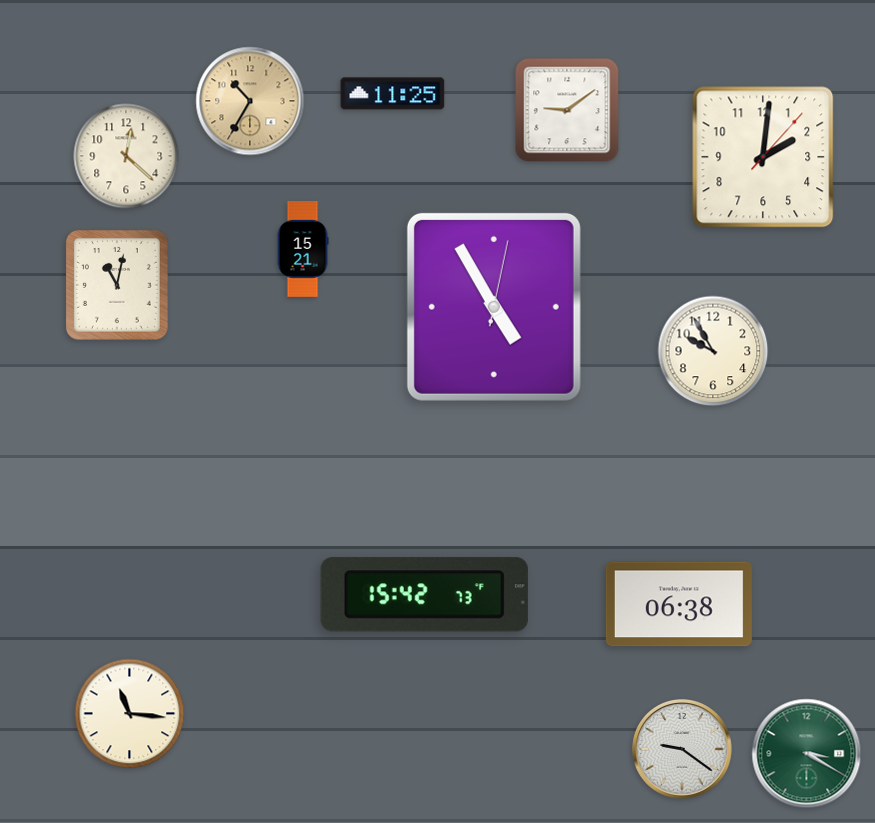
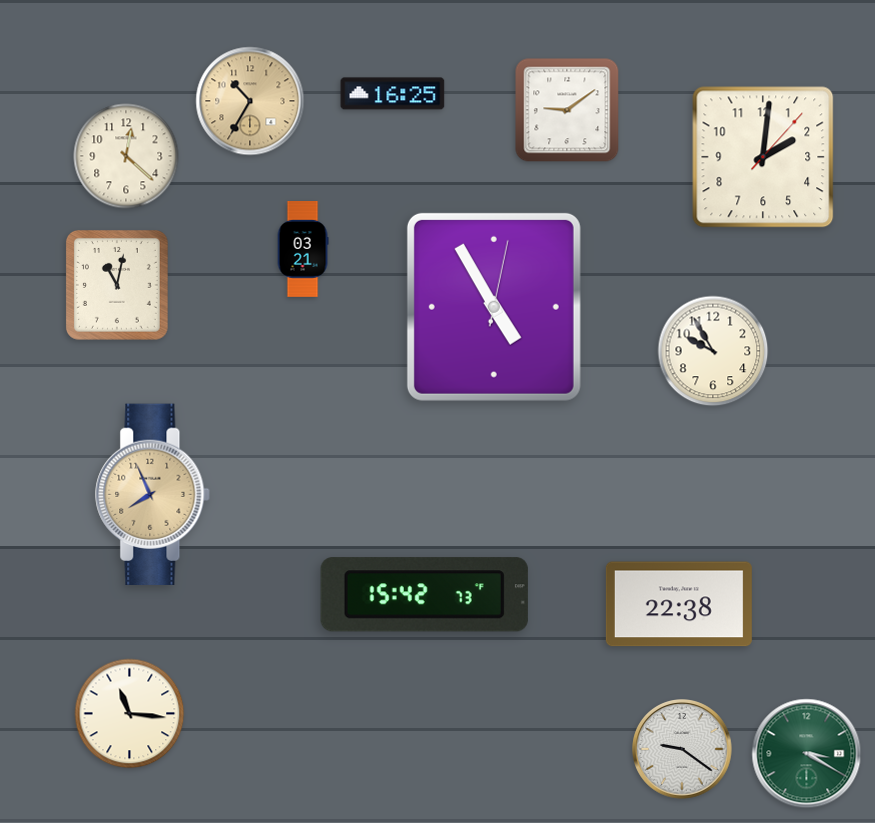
clock at (393, 94): 11:25 -> 16:25
clock at (303, 250): 15:21 -> 03:21
clock at (153, 494): none -> 7:56
clock at (679, 604): 06:38 -> 22:38
